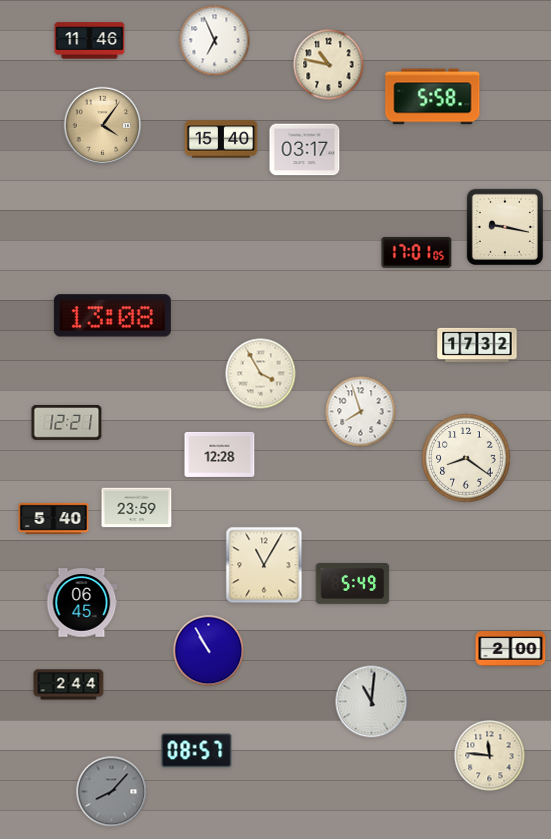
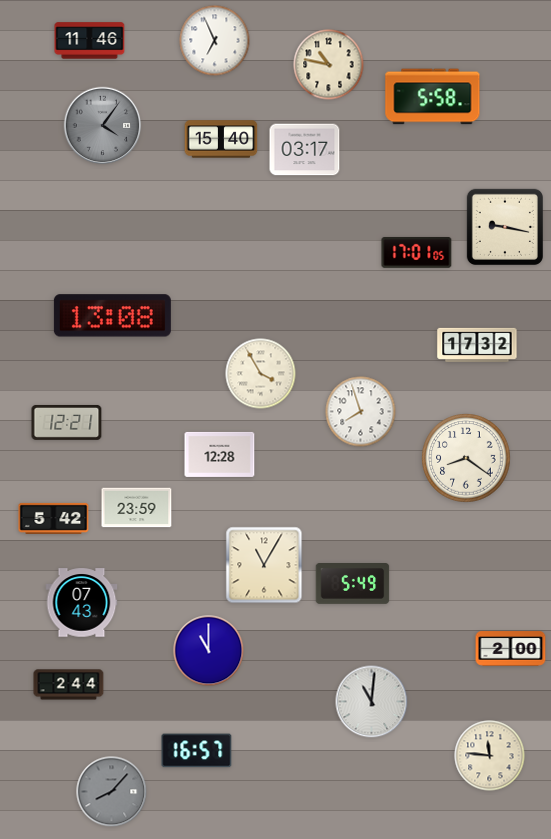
clock at (103, 126) dial: champagne -> grey
clock at (54, 518): 5:40 -> 5:42
clock at (82, 603): 06:45 -> 07:43
clock at (209, 651): 10:55 -> 11:00
clock at (197, 751): 08:57 -> 16:57
